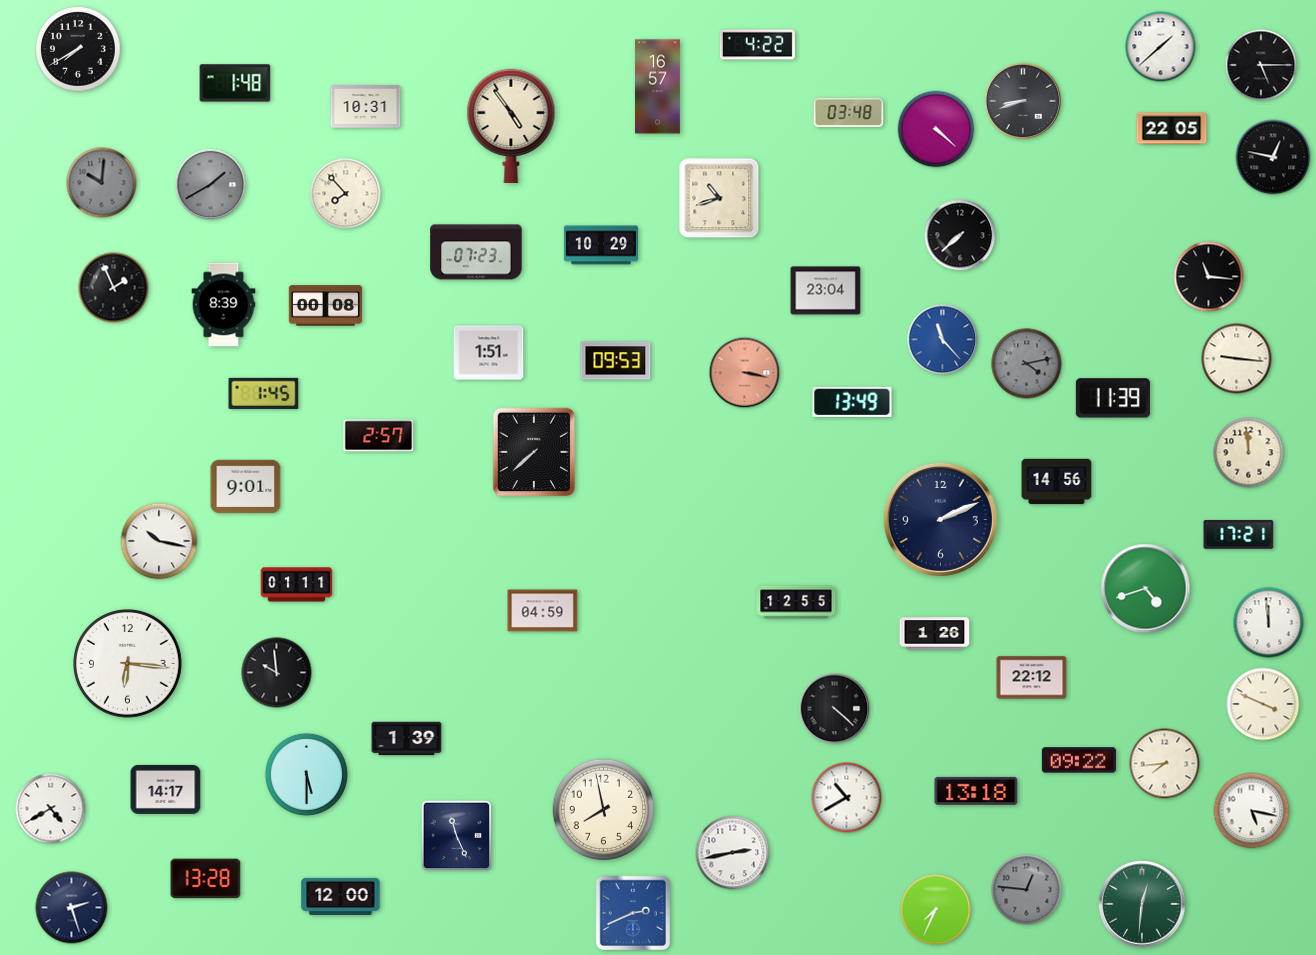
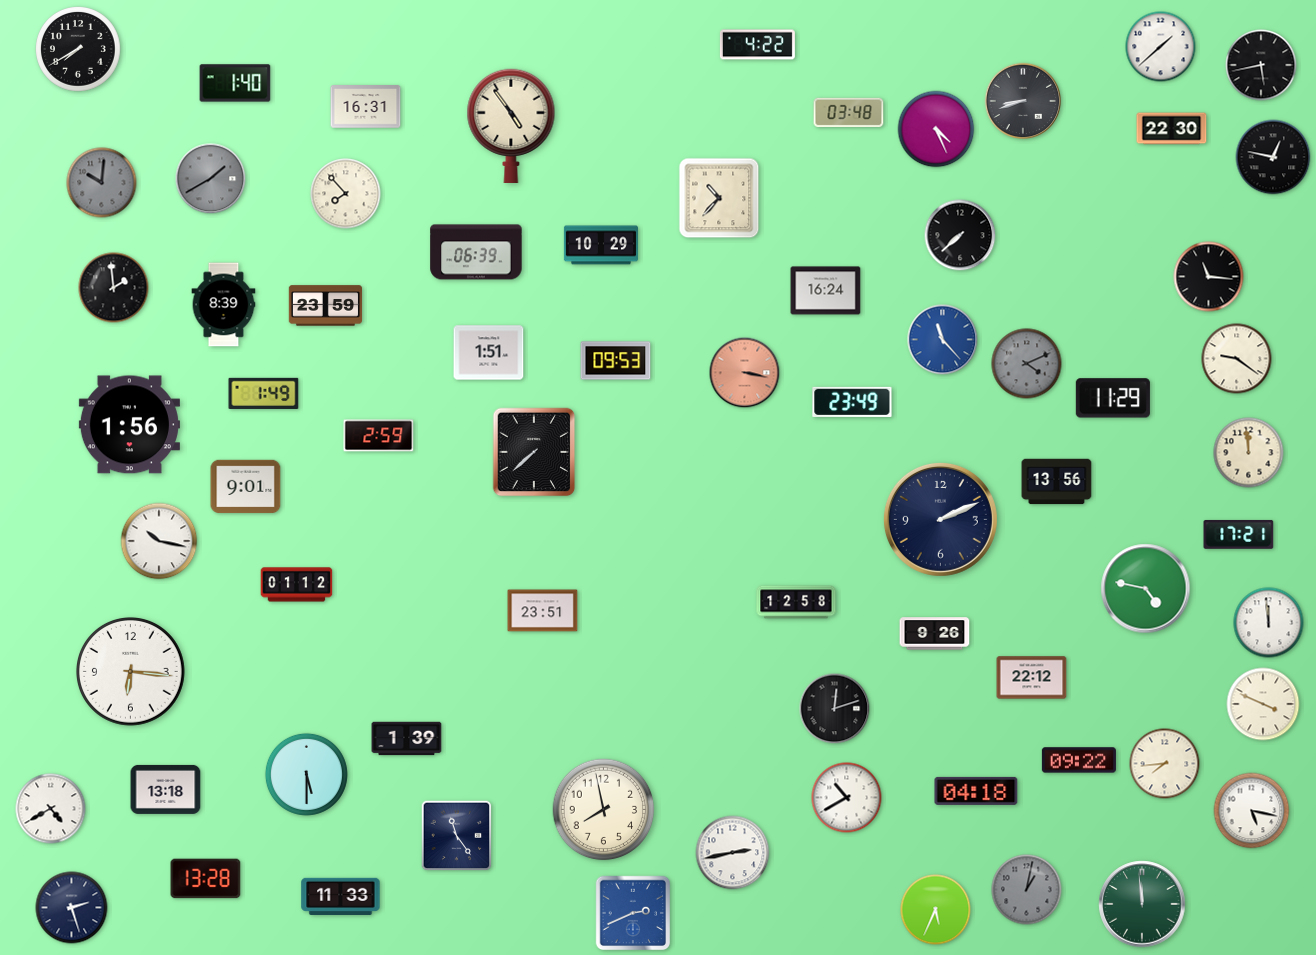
clock at (1261, 65): 5:15 -> 5:43
clock at (235, 83): 1:48 -> 1:40
clock at (658, 87): 16:57 -> none
clock at (366, 107): 10:31 -> 16:31
clock at (936, 129): 4:22 -> 4:26
clock at (1172, 129): 22:05 -> 22:30
clock at (211, 185) position: (211, 185) -> (211, 179)
clock at (719, 198): 10:42 -> 10:37
clock at (476, 252): 07:23 -> 06:39
clock at (114, 288): 1:56 -> 1:59
clock at (826, 291): 23:04 -> 16:24
clock at (326, 306): 00:08 -> 23:59
clock at (1237, 359): 9:16 -> 9:21
clock at (1027, 364): 4:13 -> 4:11
clock at (264, 393): 1:45 -> 1:49
clock at (1113, 398): 11:39 -> 11:29
clock at (852, 401): 13:49 -> 23:49
clock at (129, 425): none -> 1:56
clock at (379, 436): 2:57 -> 2:59
clock at (1057, 482): 14:56 -> 13:56
clock at (297, 585): 01:11 -> 01:12
clock at (1146, 589): 4:42 -> 4:47
clock at (796, 602): 12:55 -> 12:58
clock at (543, 611): 04:59 -> 23:51
clock at (935, 634): 1:26 -> 9:26
clock at (128, 664) position: (128, 664) -> (131, 672)
clock at (277, 673): 9:59 -> none
clock at (835, 709): 4:22 -> 12:12
clock at (166, 789): 14:17 -> 13:18
clock at (976, 791): 13:18 -> 04:18
clock at (457, 836): 11:26 -> 11:24
clock at (1027, 890): 12:46 -> 1:02
clock at (341, 896): 12:00 -> 11:33
clock at (1142, 904): 12:31 -> 11:59
clock at (936, 910): 7:34 -> 5:34
